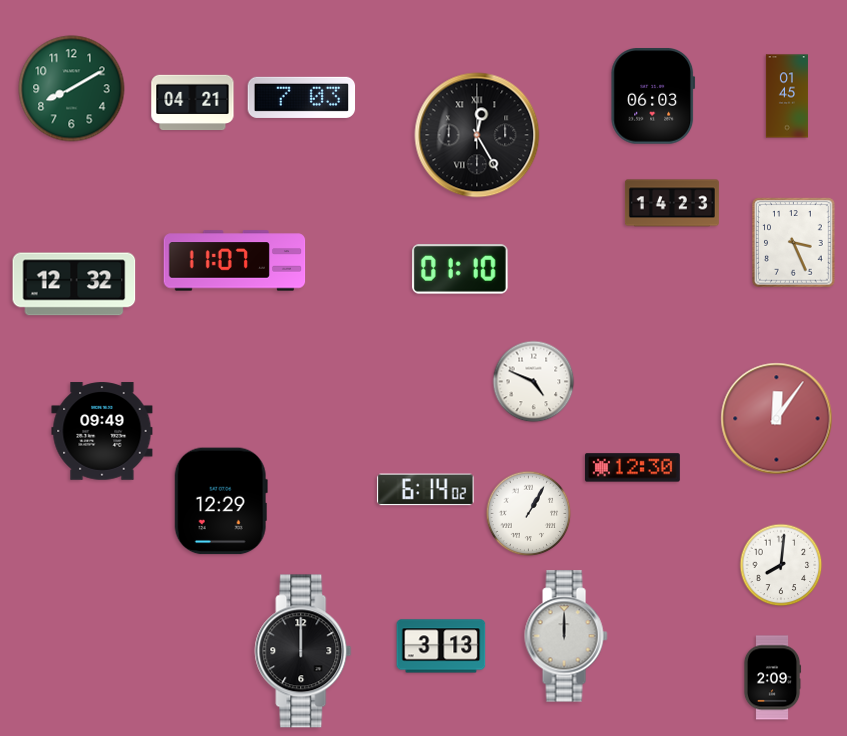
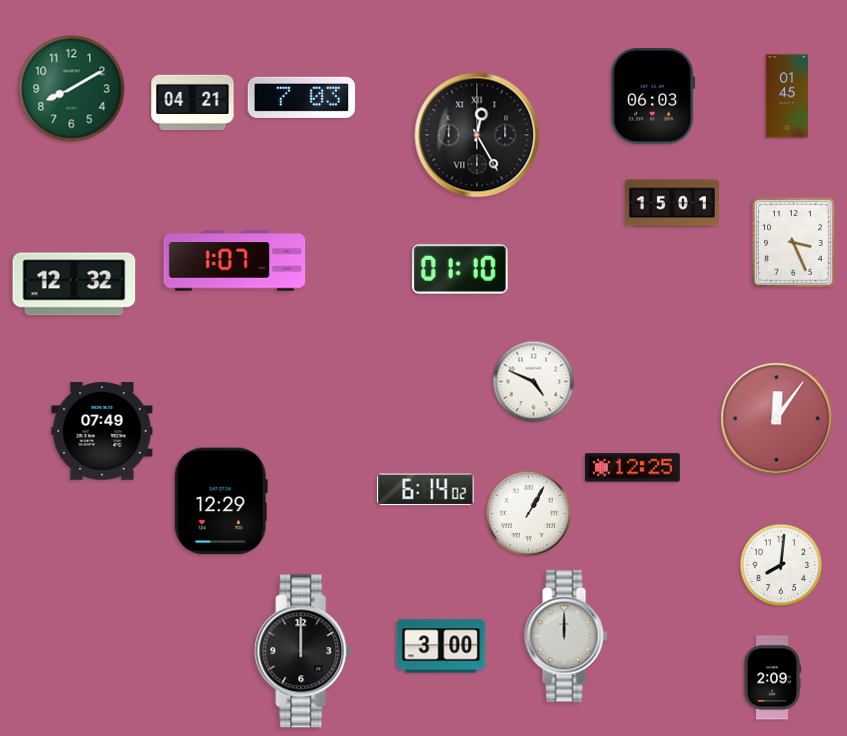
clock at (672, 203): 14:23 -> 15:01
clock at (235, 261): 11:07 -> 1:07
clock at (102, 431): 09:49 -> 07:49
clock at (632, 468): 12:30 -> 12:25
clock at (441, 646): 3:13 -> 3:00
